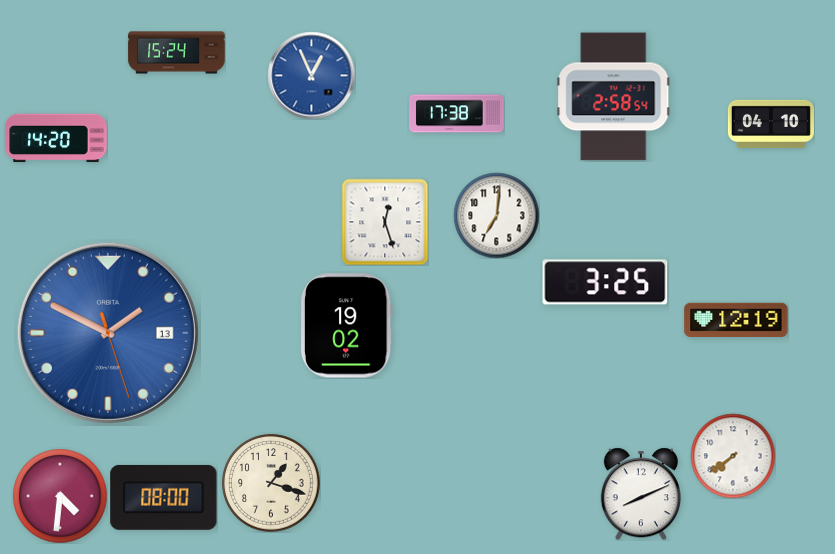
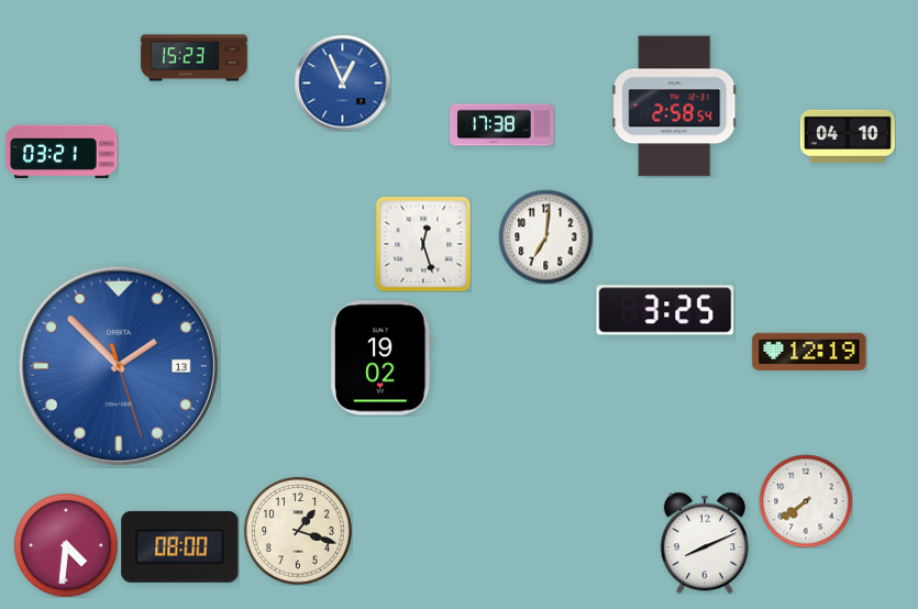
clock at (177, 53): 15:24 -> 15:23
clock at (56, 138): 14:20 -> 03:21
clock at (108, 333): 1:49 -> 1:52
